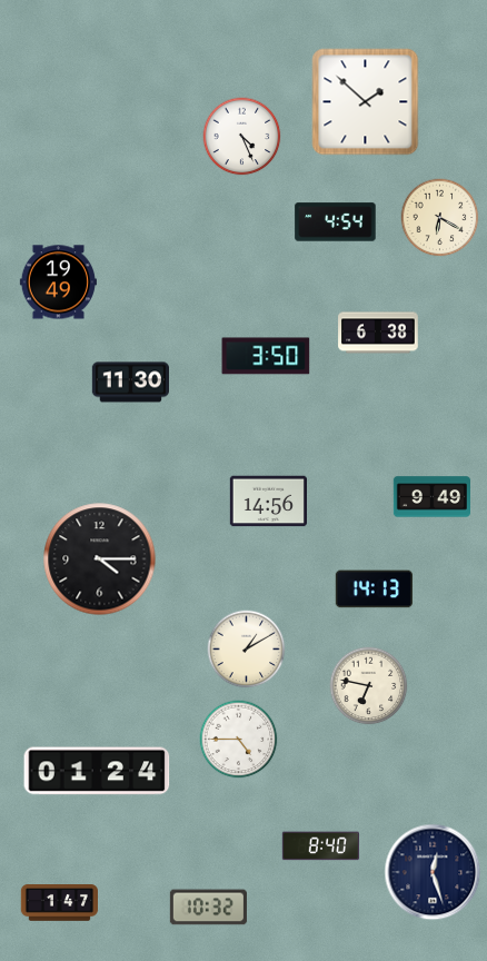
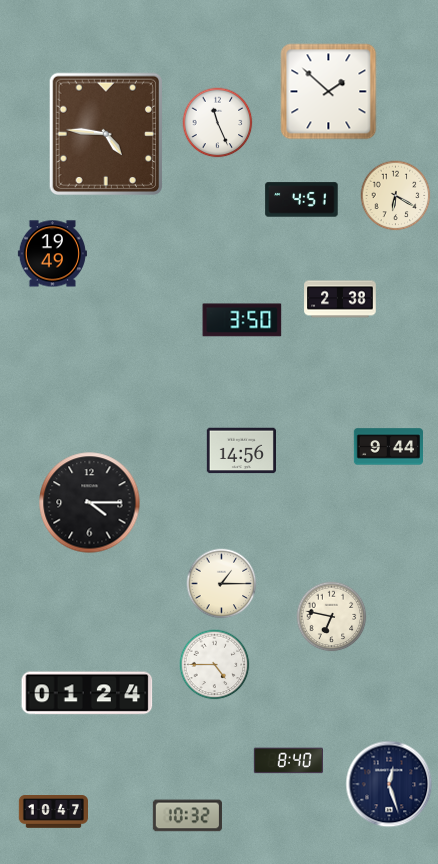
clock at (242, 137): 4:26 -> 11:26
clock at (105, 134): none -> 4:46
clock at (336, 222): 4:54 -> 4:51
clock at (378, 333): 6:38 -> 2:38
clock at (266, 356) position: (266, 356) -> (242, 320)
clock at (130, 383): 11:30 -> none
clock at (431, 497): 9:49 -> 9:44
clock at (374, 590): 14:13 -> none
clock at (247, 650): 1:10 -> 1:15
clock at (59, 903): 1:47 -> 10:47
